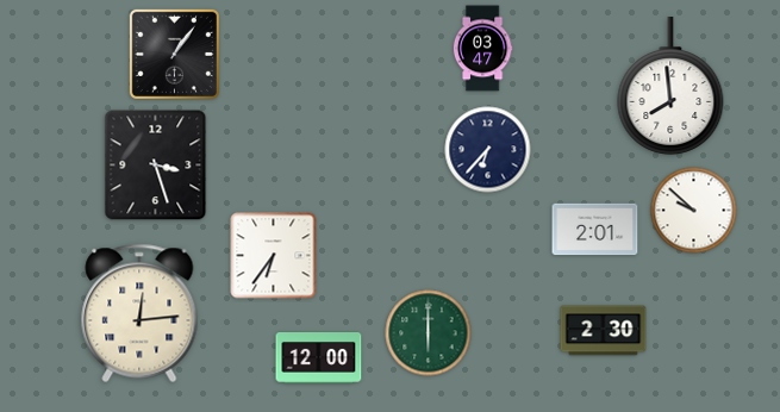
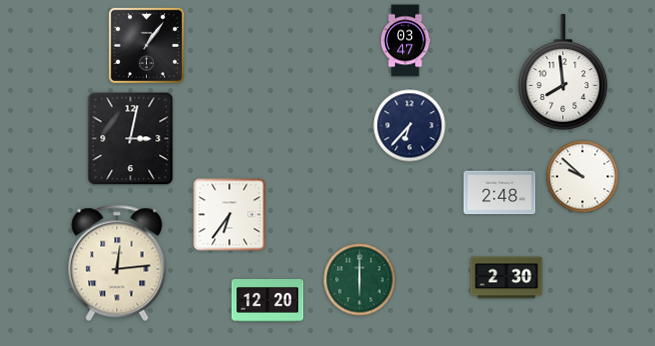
clock at (156, 166): 3:27 -> 3:02
clock at (595, 230): 2:01 -> 2:48
clock at (319, 358): 12:00 -> 12:20
